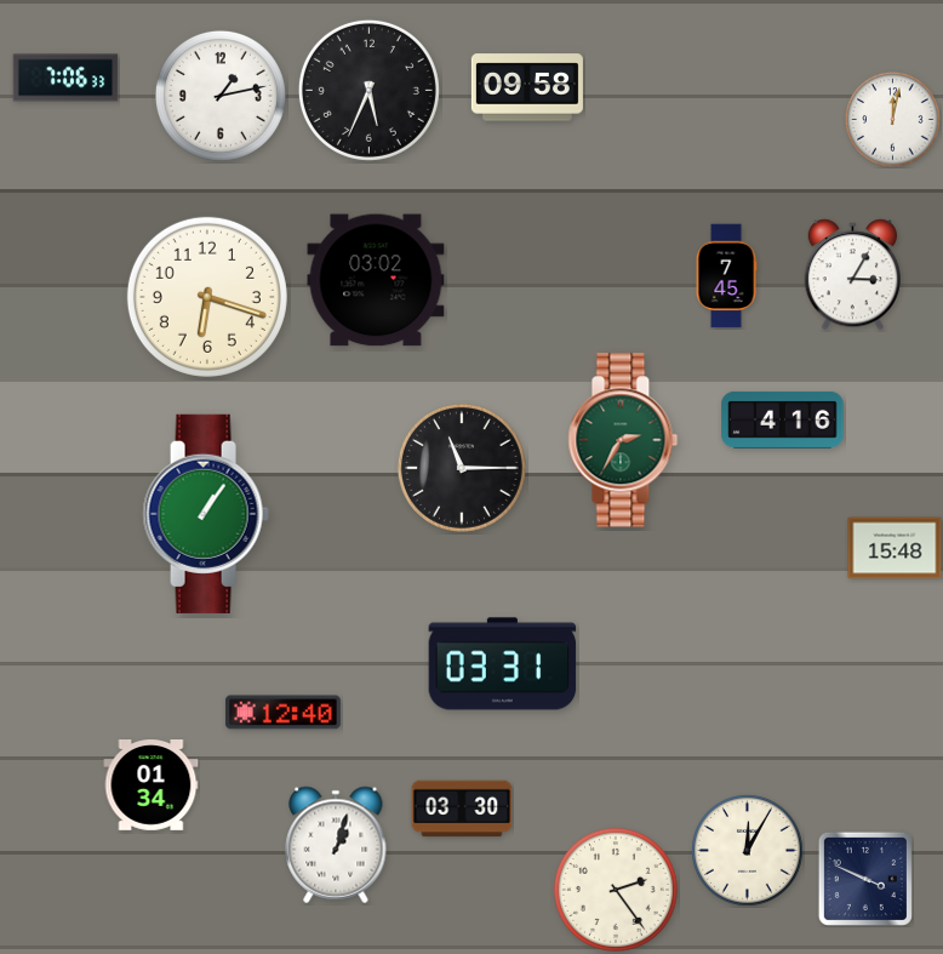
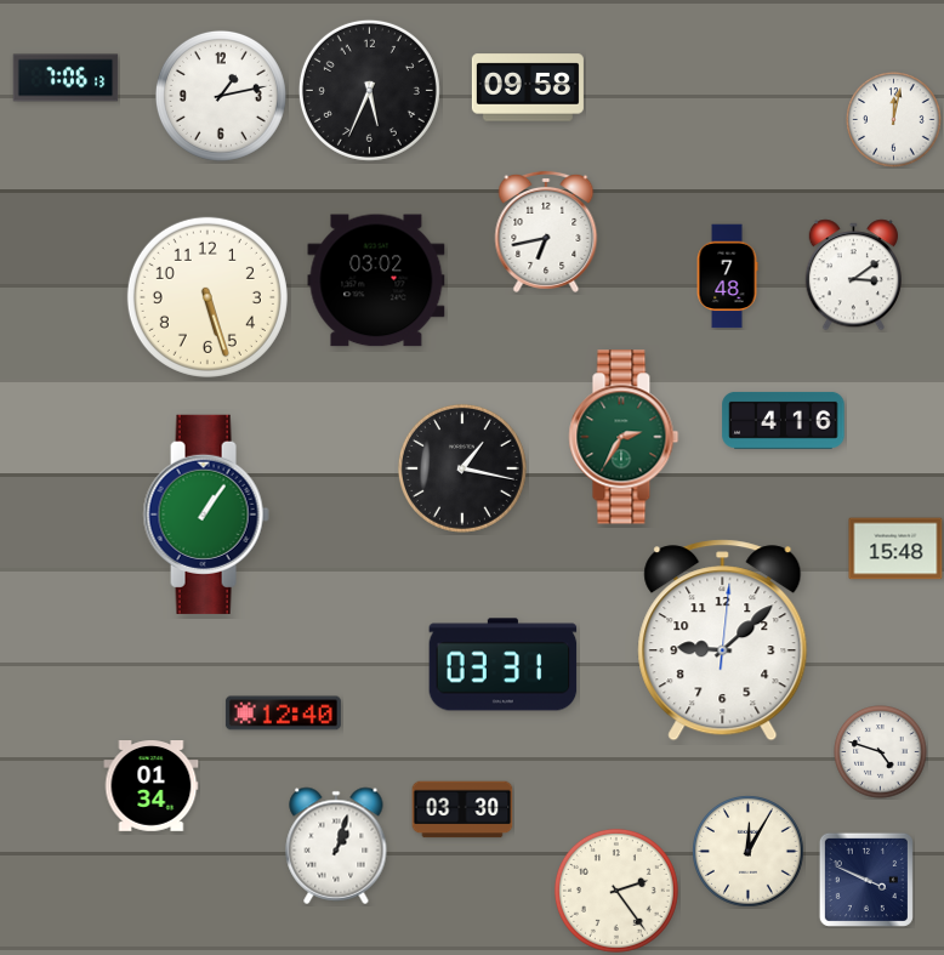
clock at (65, 78): 7:06:33 -> 7:06:13
clock at (546, 232): none -> 6:43
clock at (852, 275): 3:05 -> 3:09
clock at (726, 276): 7:45 -> 7:48
clock at (207, 297): 6:18 -> 5:27
clock at (623, 440) position: (623, 440) -> (624, 437)
clock at (462, 468): 11:15 -> 1:17
clock at (723, 641): none -> 9:08
clock at (881, 752): none -> 4:48
